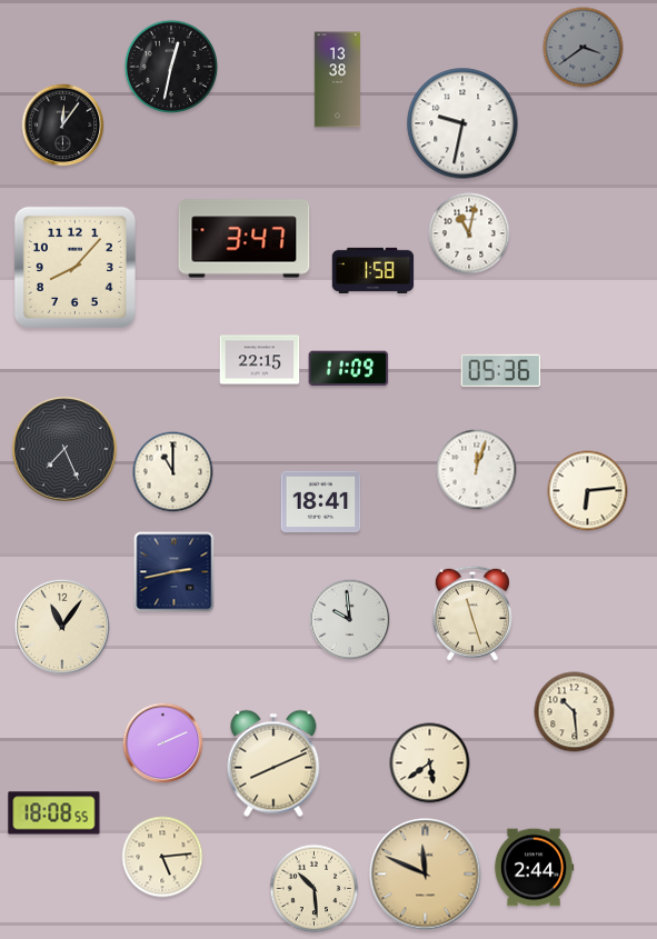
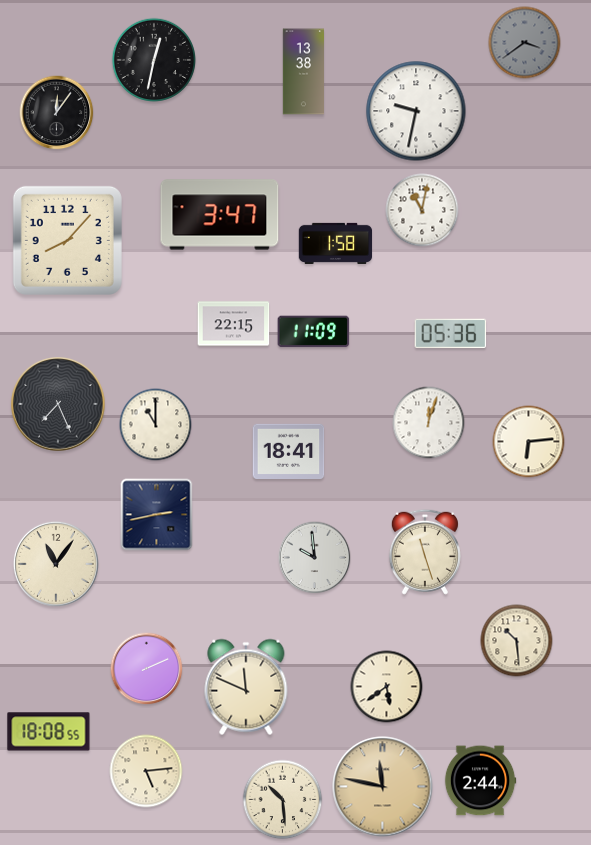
clock at (273, 763): 8:11 -> 11:49
clock at (426, 875): 11:49 -> 11:47
